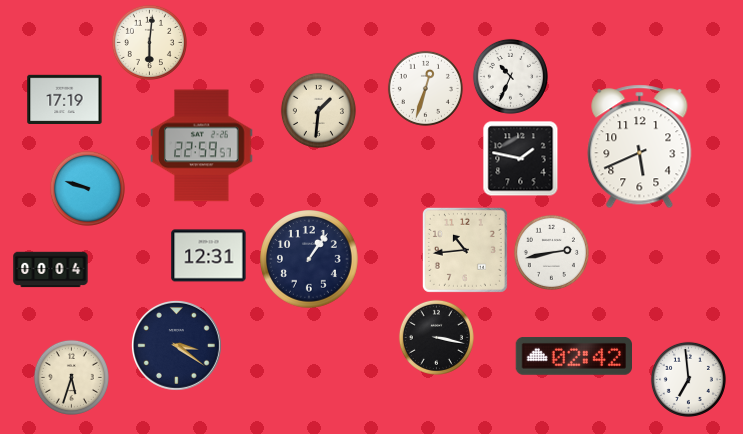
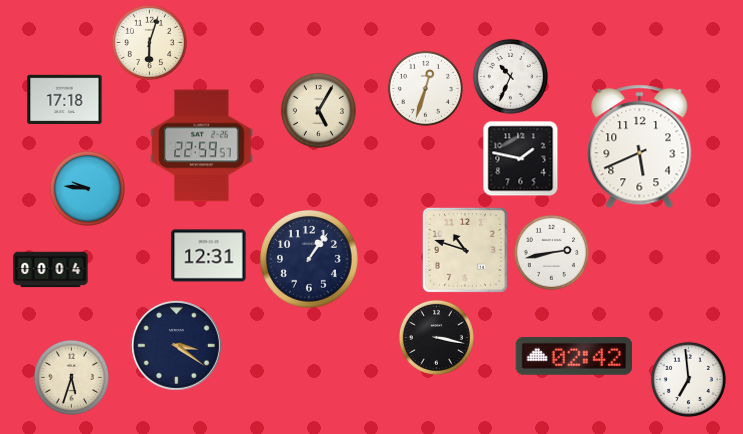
clock at (149, 42): 6:01 -> 6:03
clock at (65, 100): 17:19 -> 17:18
clock at (318, 110): 1:31 -> 5:05
clock at (87, 188): 9:48 -> 9:46
clock at (465, 250): 10:44 -> 10:48
